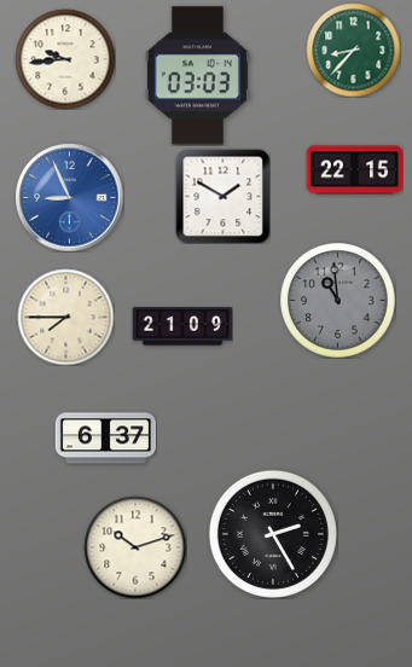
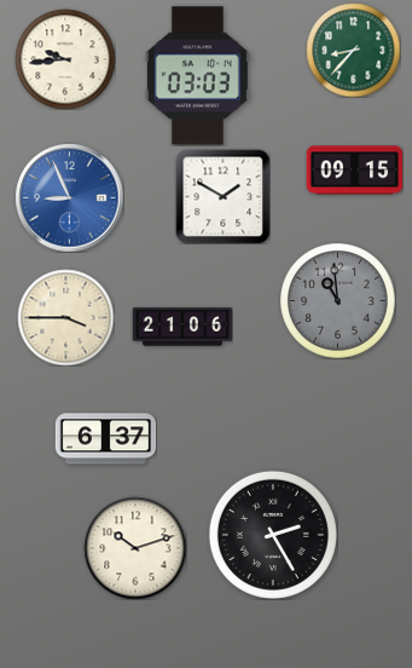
clock at (354, 170): 22:15 -> 09:15
clock at (65, 317): 7:45 -> 3:45
clock at (182, 326): 21:09 -> 21:06
